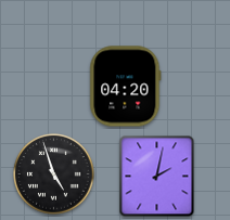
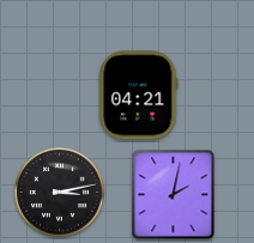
clock at (126, 87): 04:20 -> 04:21
clock at (54, 174): 4:57 -> 3:13
